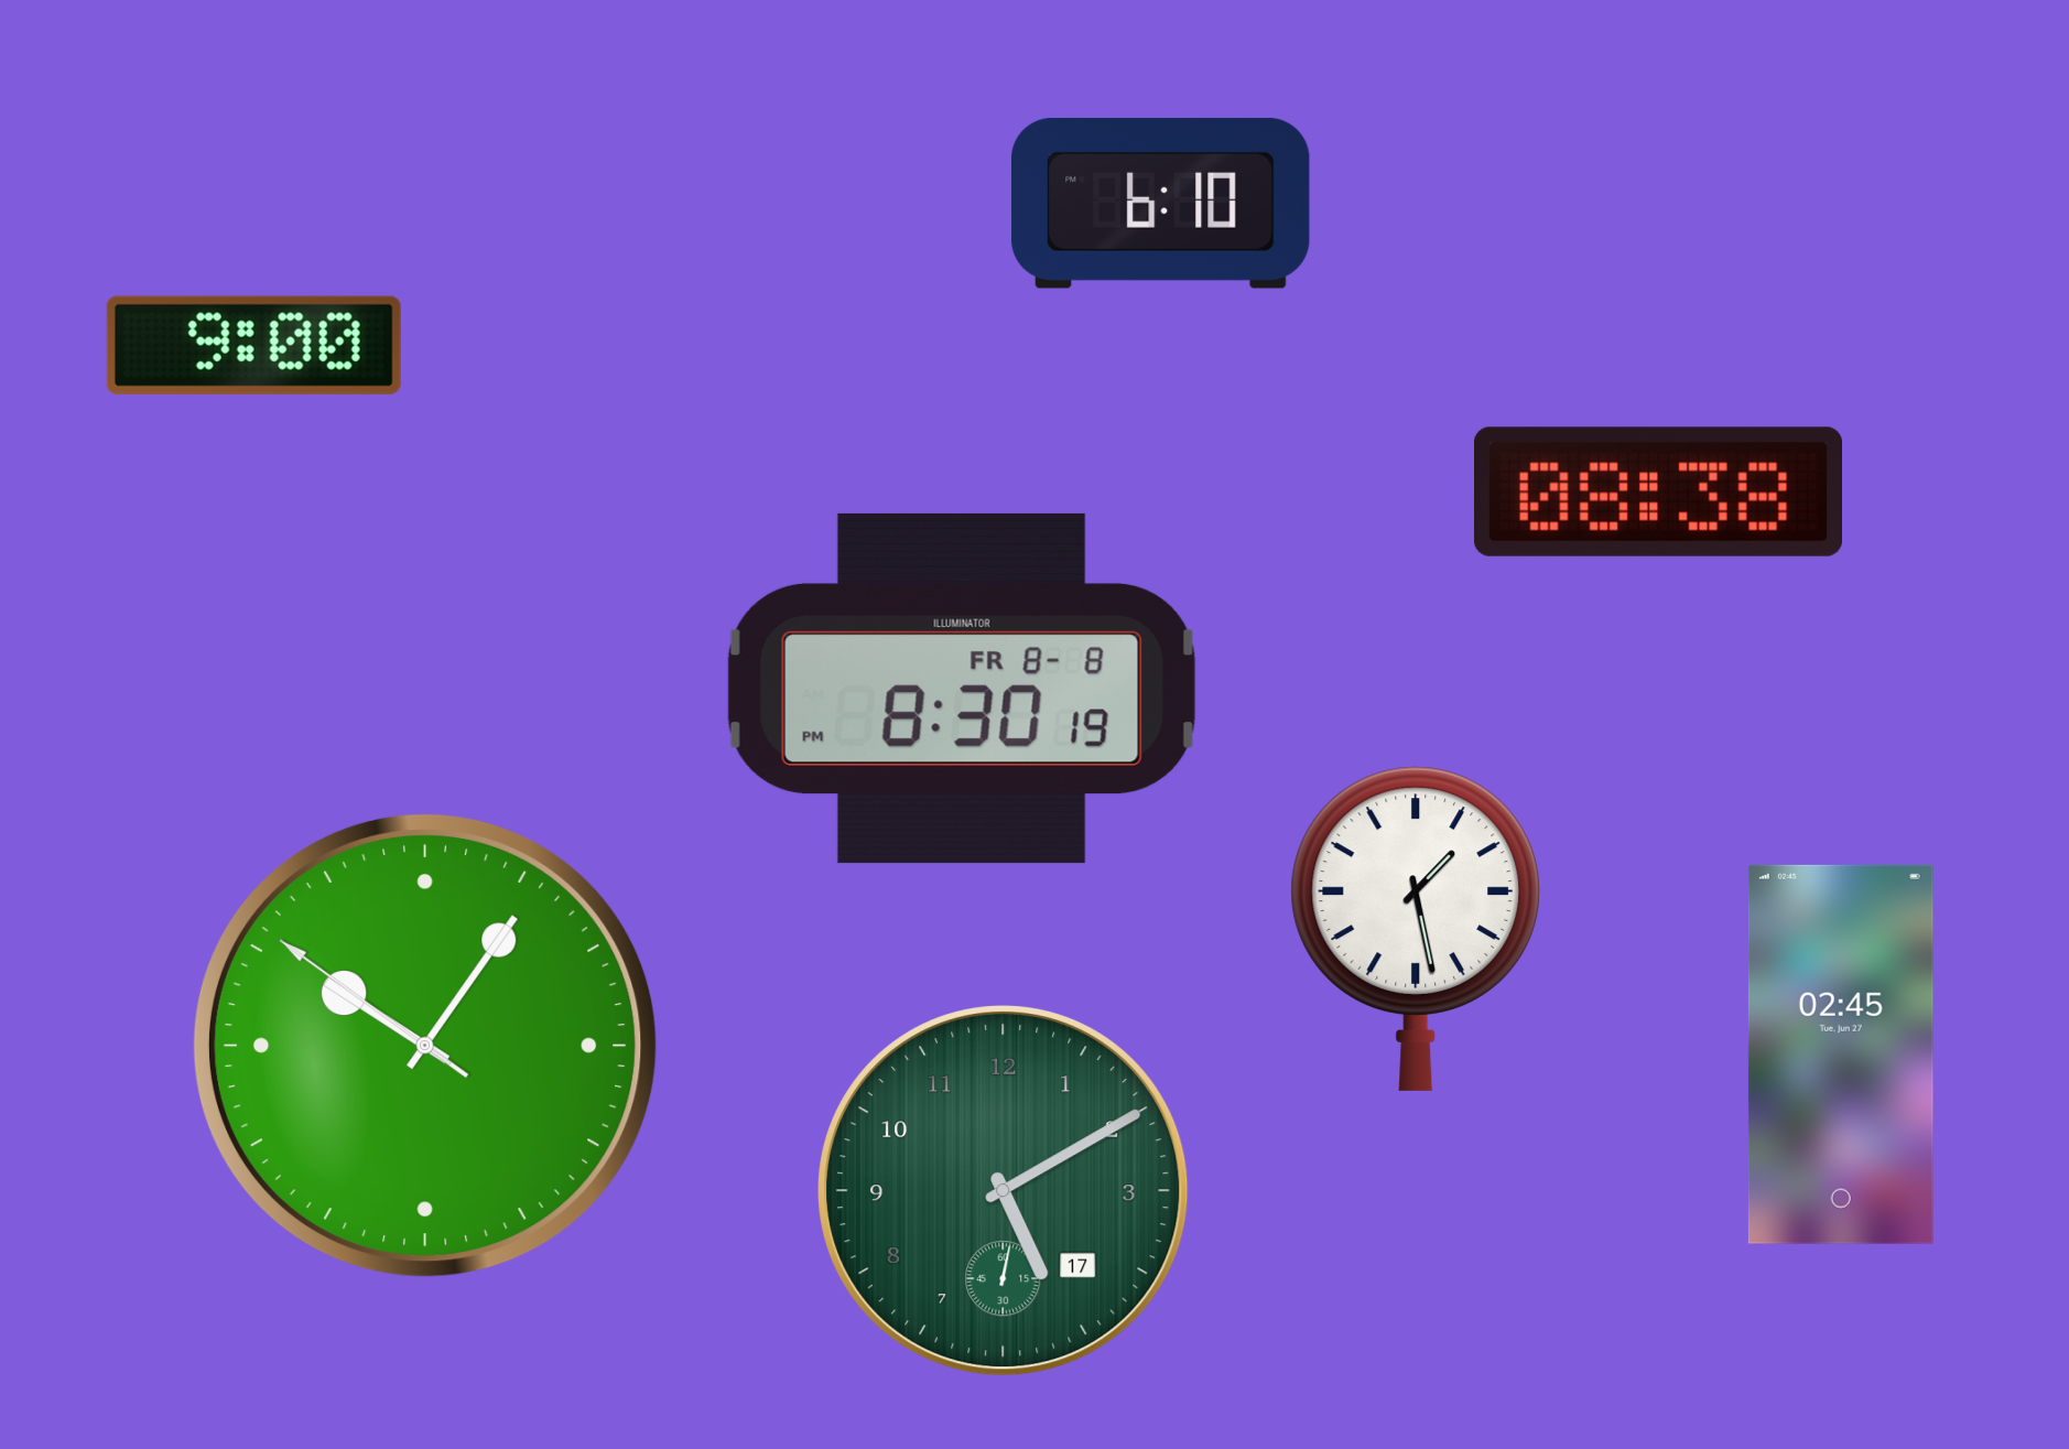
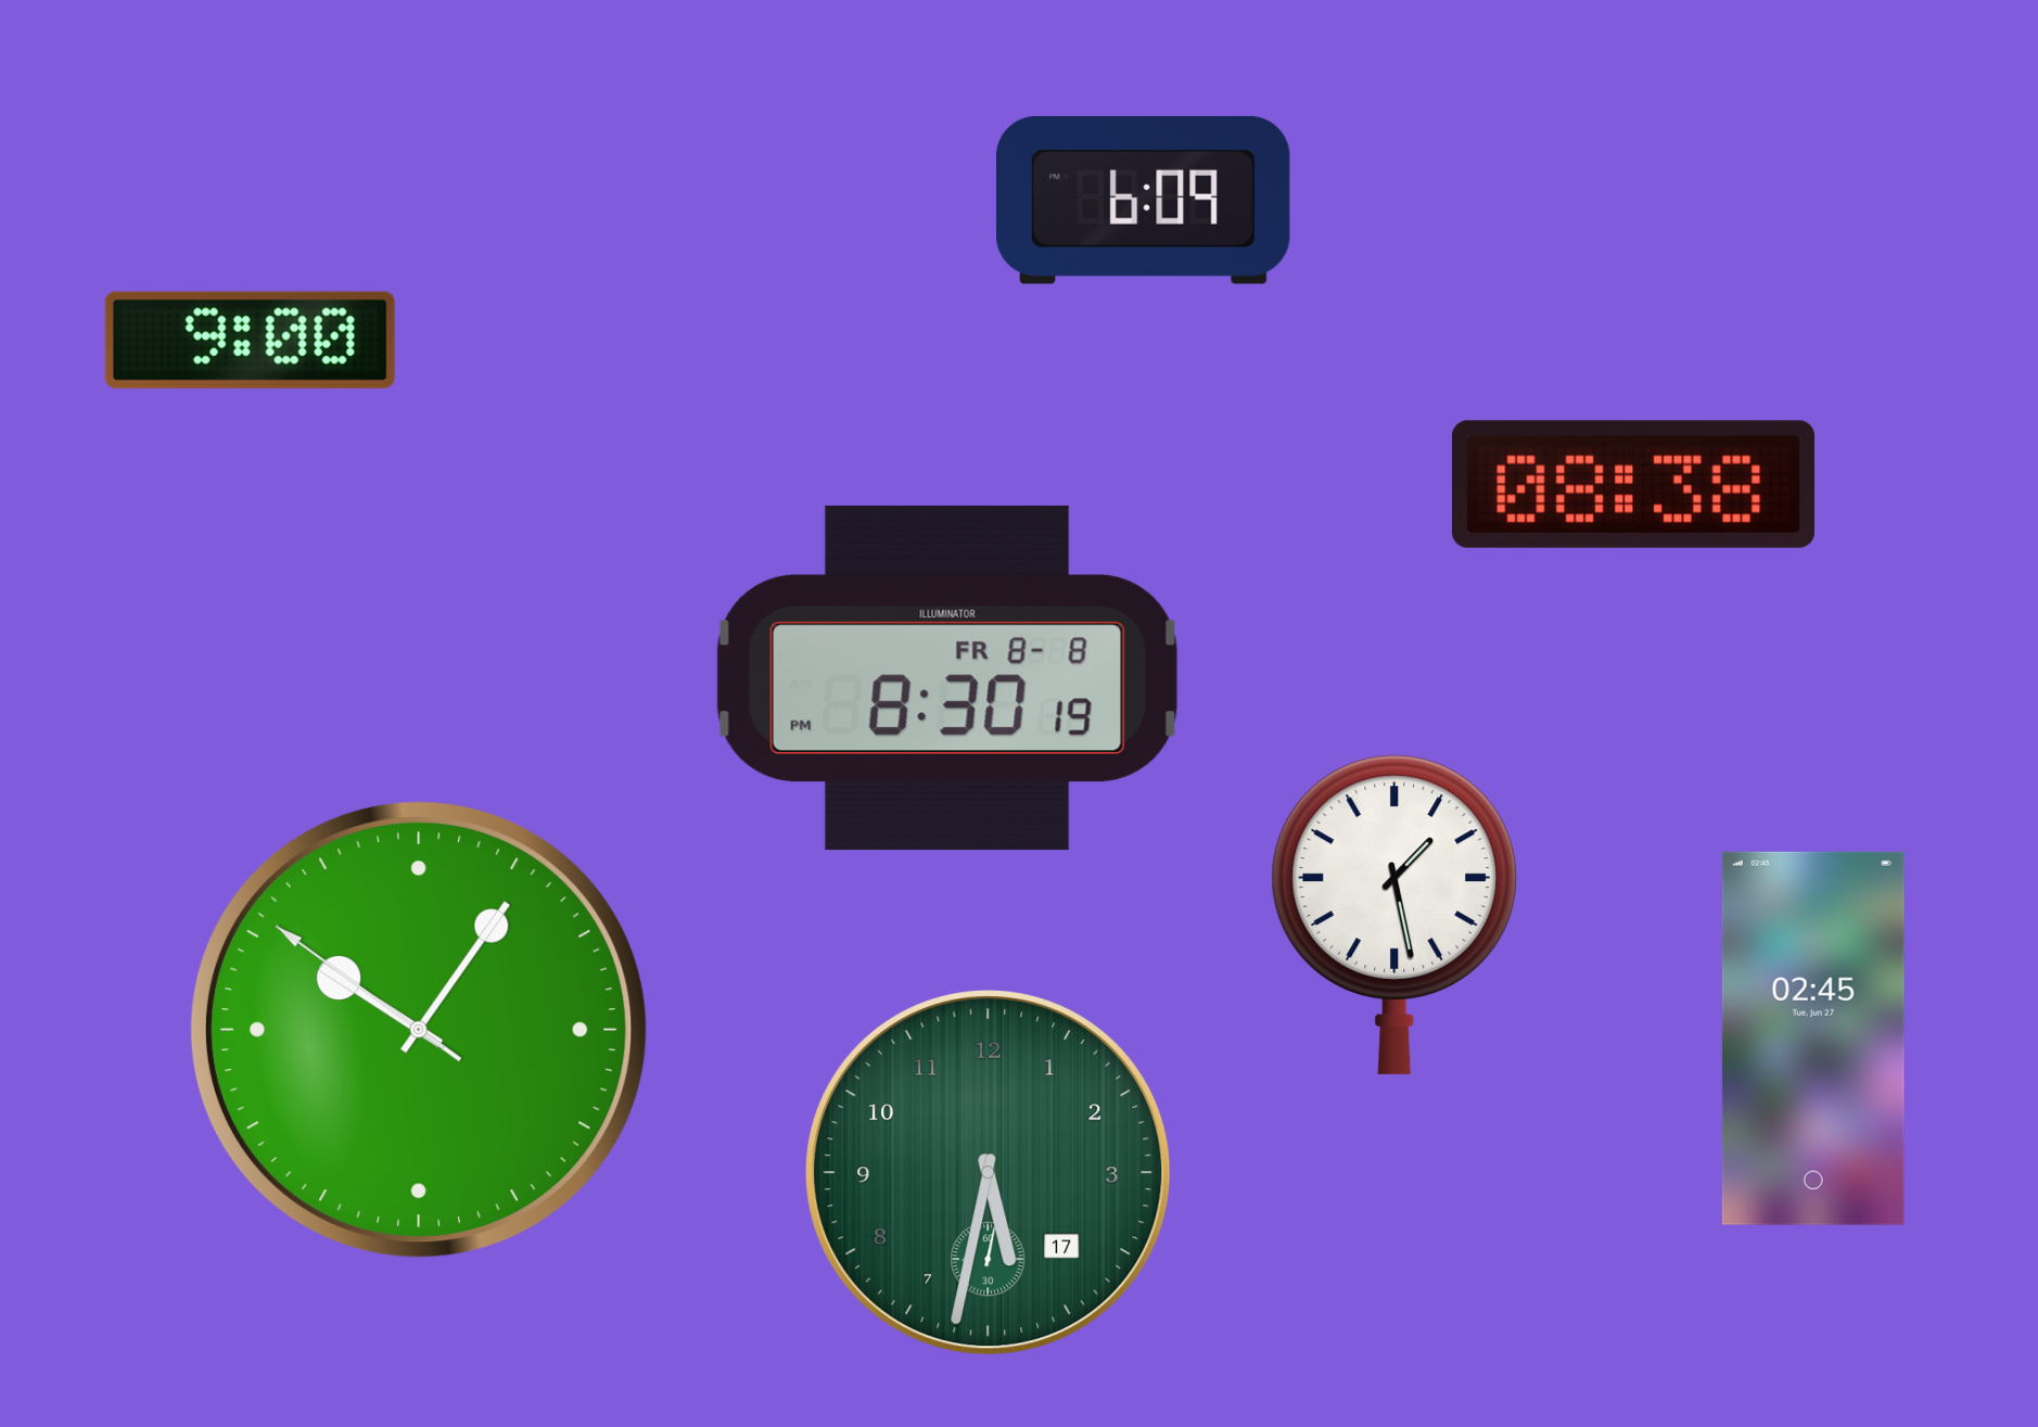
clock at (1161, 203): 6:10 -> 6:09
clock at (1004, 1191): 5:10 -> 5:32
